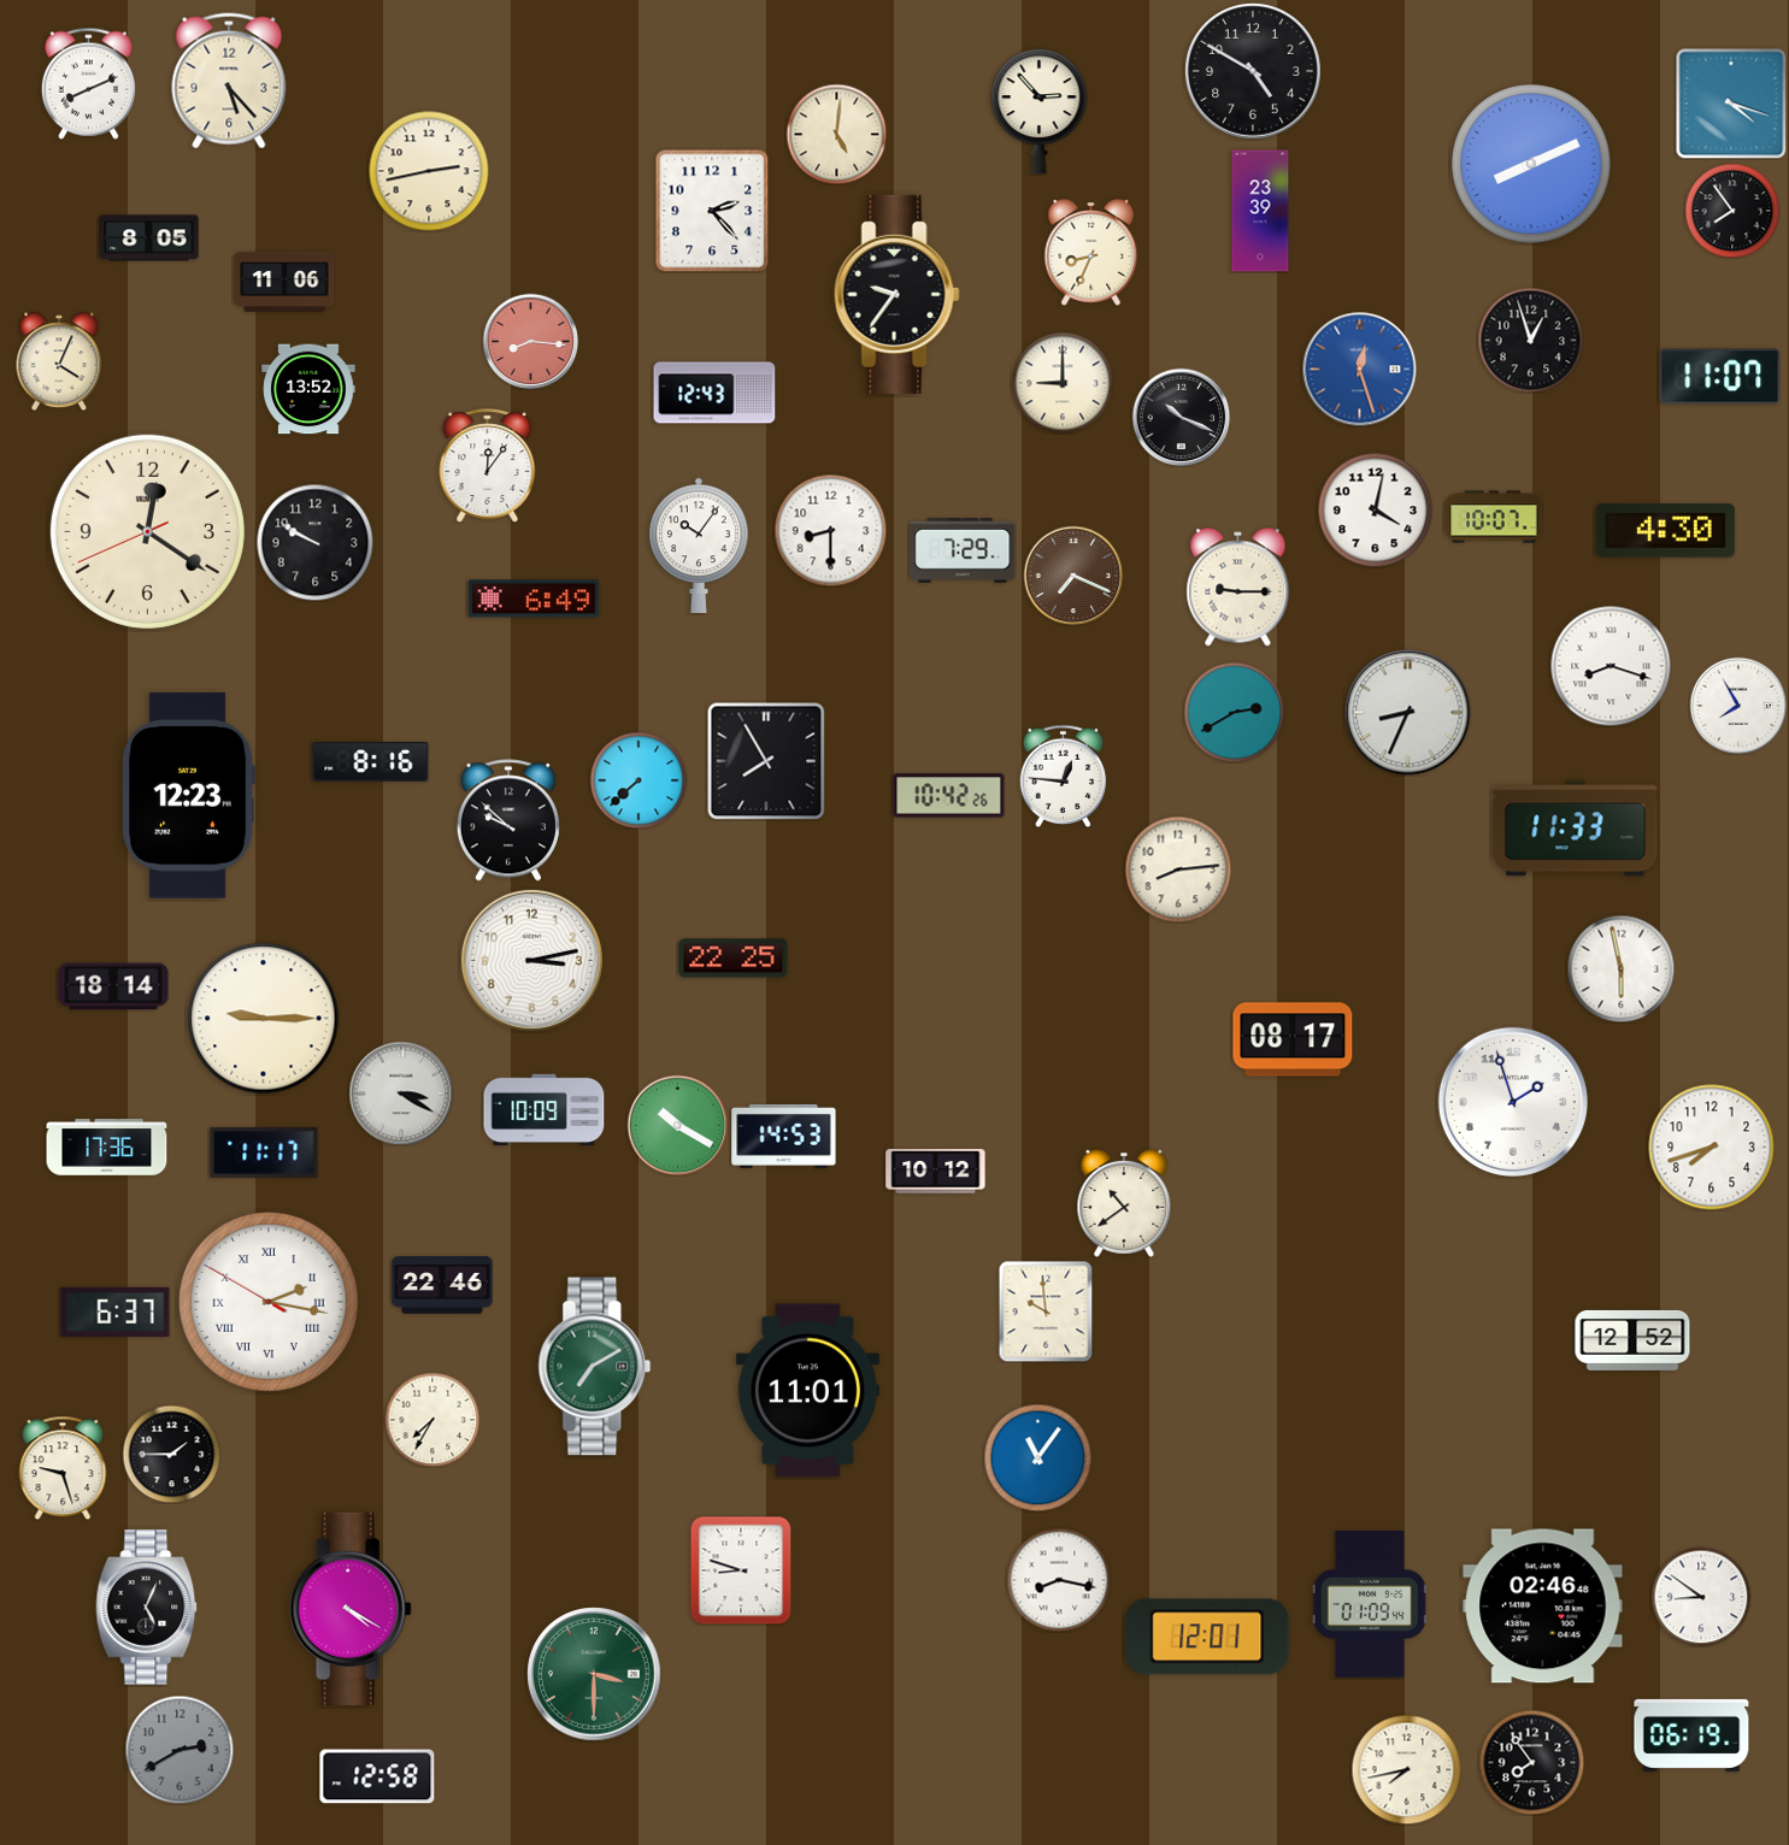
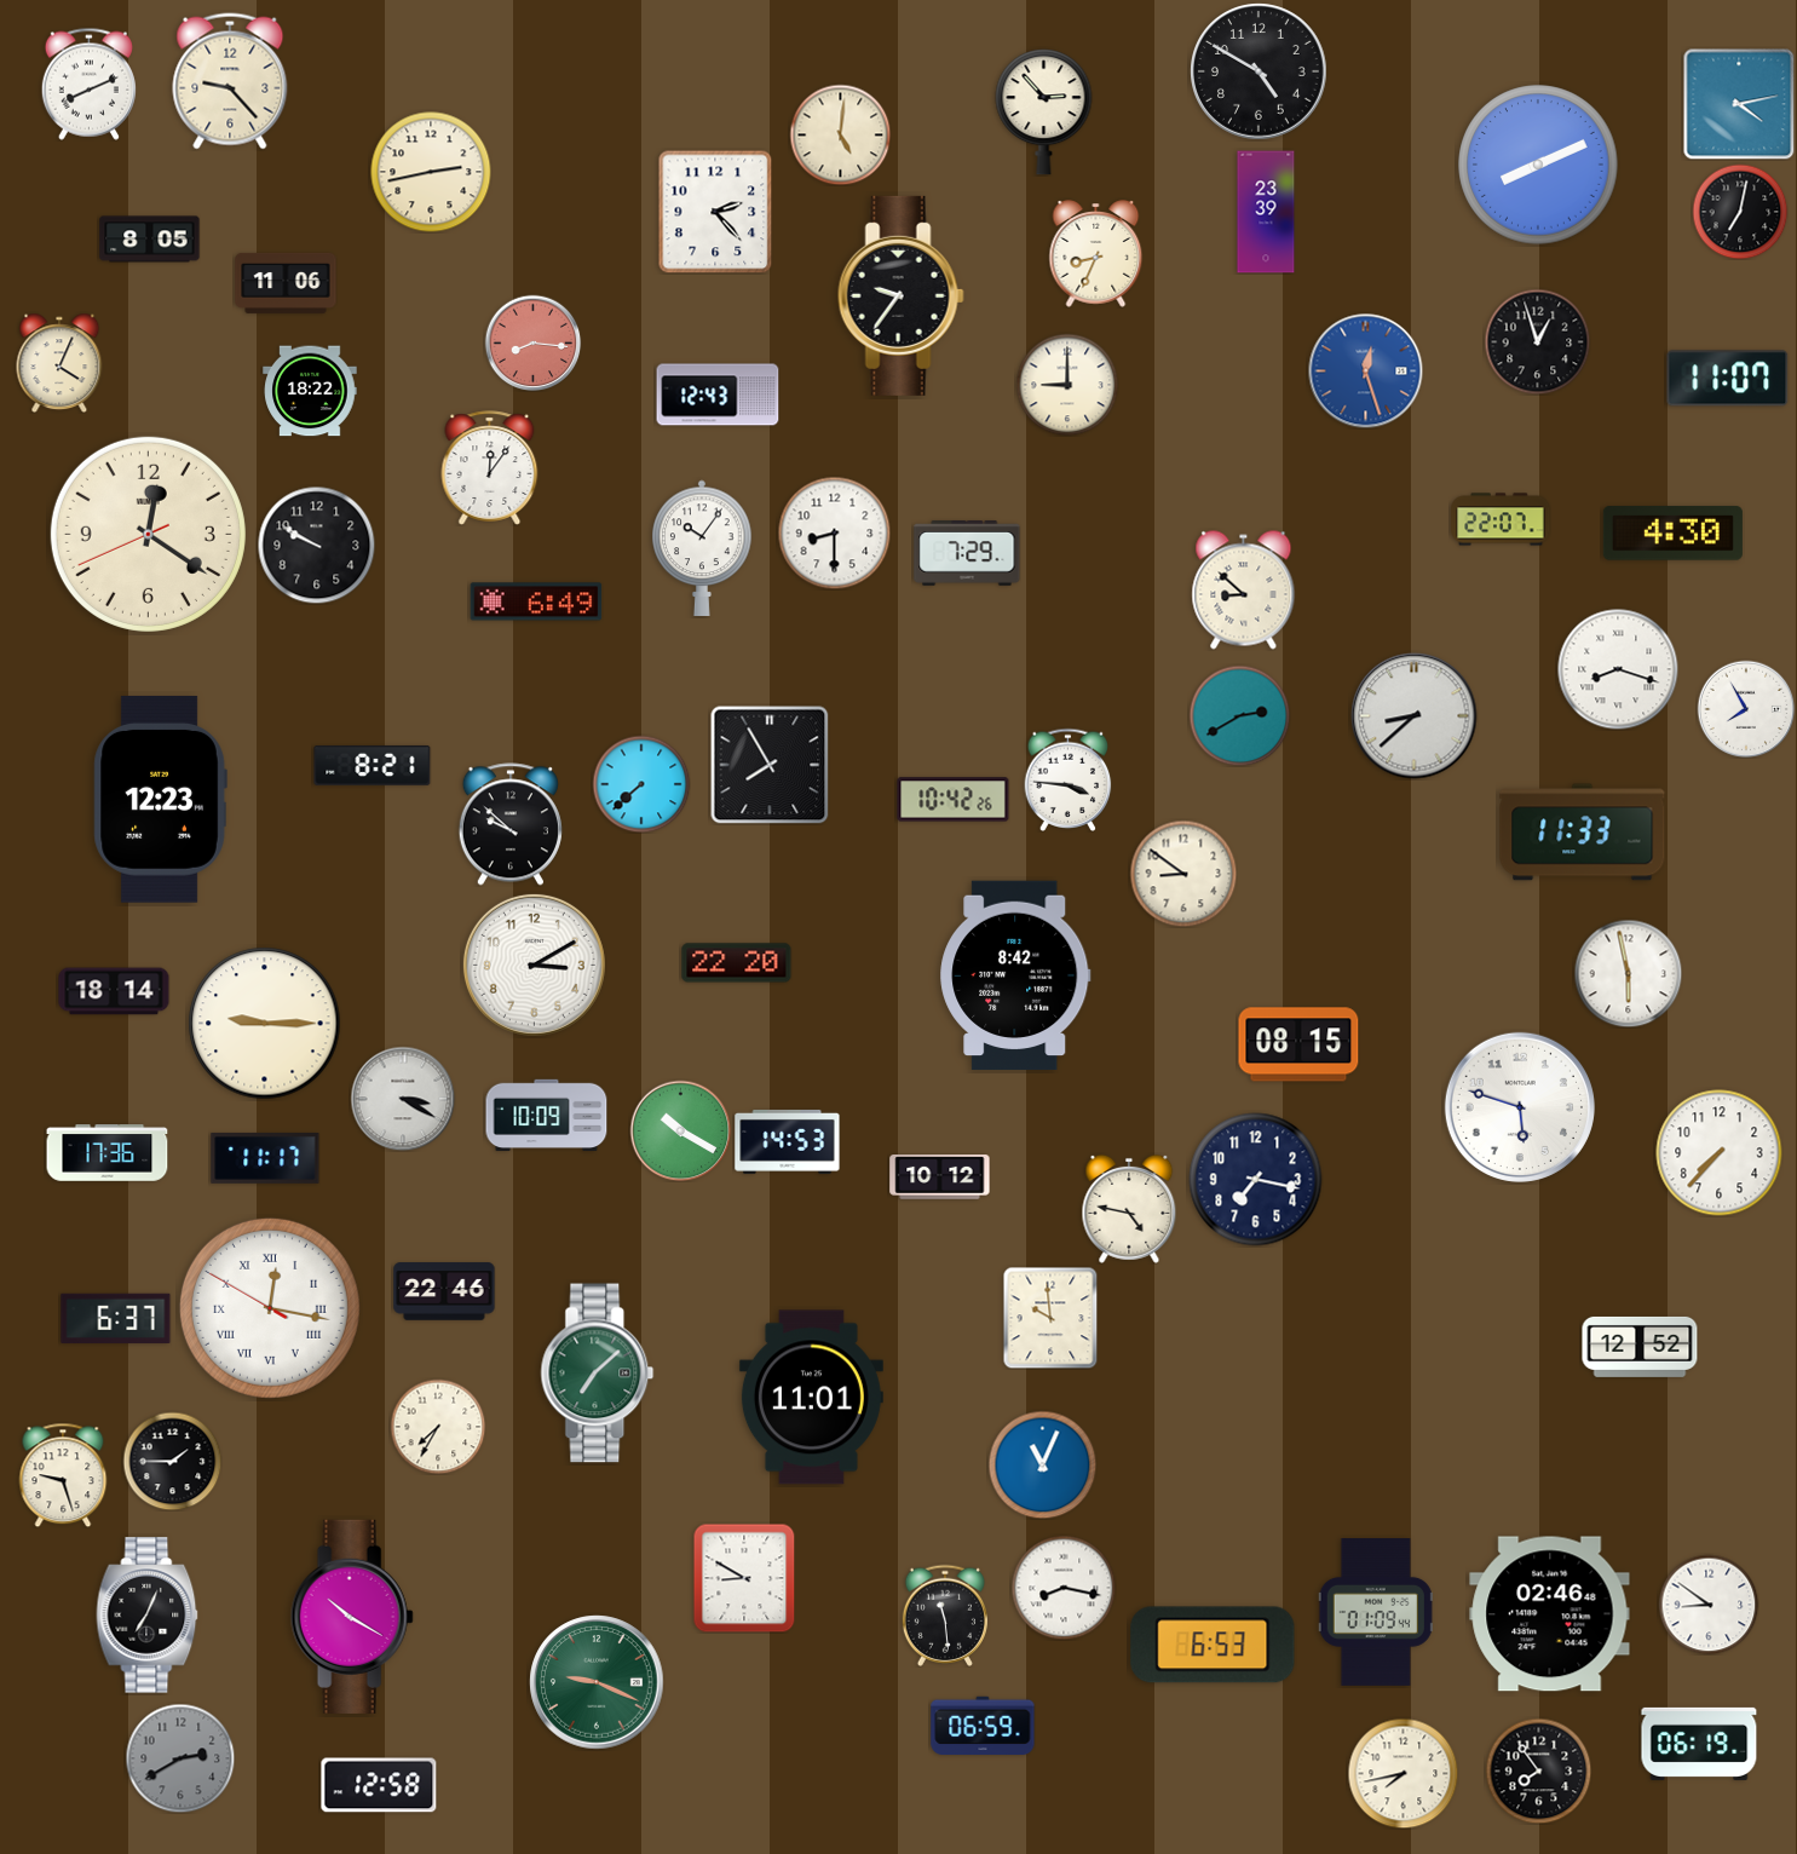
clock at (229, 81): 5:23 -> 9:23
clock at (1731, 104): 4:18 -> 4:13
clock at (1732, 211): 7:54 -> 7:02
clock at (308, 389): 13:52 -> 18:22
clock at (1181, 417): 10:19 -> none
clock at (1375, 509): 4:02 -> none
clock at (1494, 517): 10:07 -> 22:07
clock at (1073, 576): 7:19 -> none
clock at (1238, 588): 9:15 -> 8:52
clock at (1408, 713): 8:34 -> 8:38
clock at (371, 761): 8:16 -> 8:21
clock at (1064, 776): 12:46 -> 3:46
clock at (188, 795) position: (188, 795) -> (160, 799)
clock at (1178, 870): 8:14 -> 8:51
clock at (734, 959): 22:25 -> 22:20
clock at (531, 960): 3:13 -> 3:10
clock at (1015, 975): none -> 8:42
clock at (1293, 1039): 08:17 -> 08:15
clock at (1513, 1102): 1:57 -> 5:48
clock at (1712, 1148): 7:42 -> 7:37
clock at (1256, 1180): none -> 7:17
clock at (1124, 1203): 10:39 -> 4:47
clock at (269, 1302): 2:16 -> 12:16
clock at (595, 1367): 7:10 -> 7:08
clock at (432, 1420) position: (432, 1420) -> (438, 1427)
clock at (1037, 1457): 11:06 -> 11:04
clock at (741, 1570): 8:48 -> 8:50
clock at (147, 1608): 5:04 -> 7:04
clock at (944, 1616): none -> 11:29
clock at (351, 1609): 4:20 -> 10:20
clock at (1207, 1637): 12:01 -> 6:53
clock at (594, 1674): 3:30 -> 9:19
clock at (983, 1725): none -> 06:59
clock at (1406, 1769) position: (1406, 1769) -> (1403, 1773)
